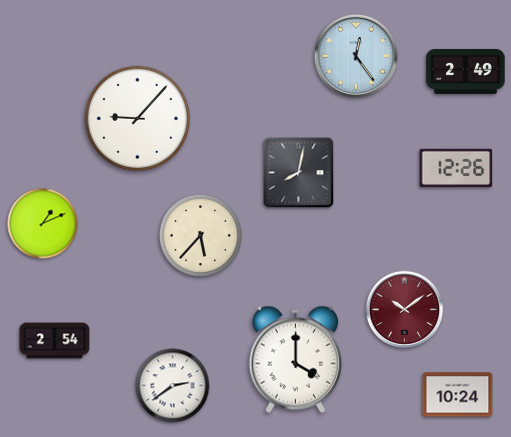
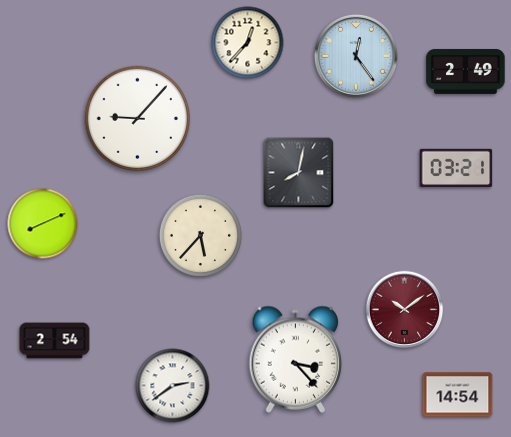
clock at (248, 43): none -> 12:37
clock at (456, 167): 12:26 -> 03:21
clock at (43, 224): 1:11 -> 8:11
clock at (295, 359): 4:00 -> 3:23
clock at (458, 395): 10:24 -> 14:54
